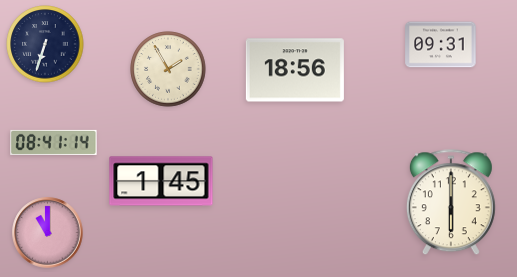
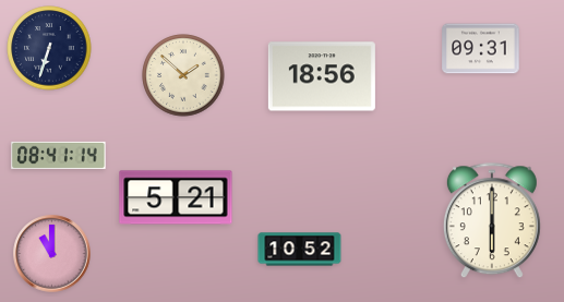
clock at (168, 69): 1:55 -> 1:52
clock at (161, 181): 1:45 -> 5:21
clock at (300, 250): none -> 10:52
